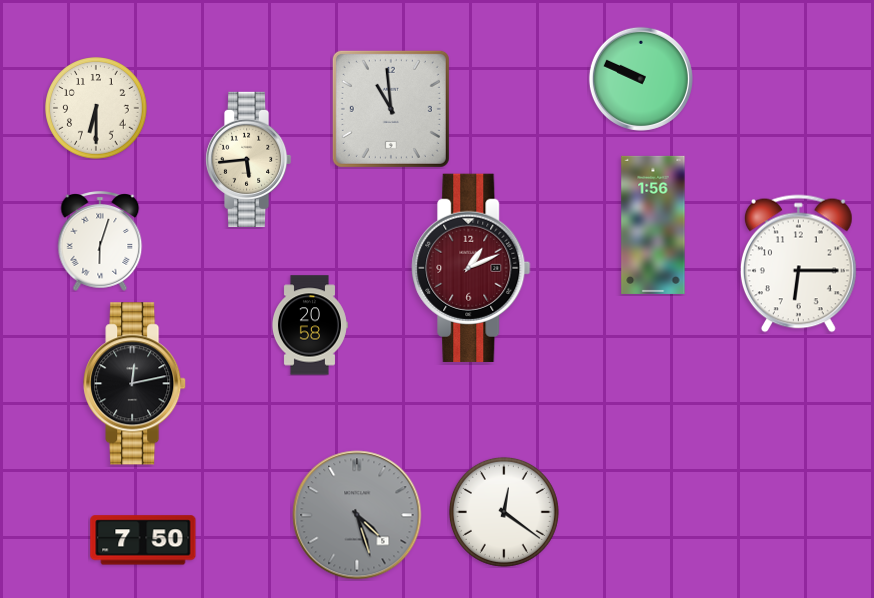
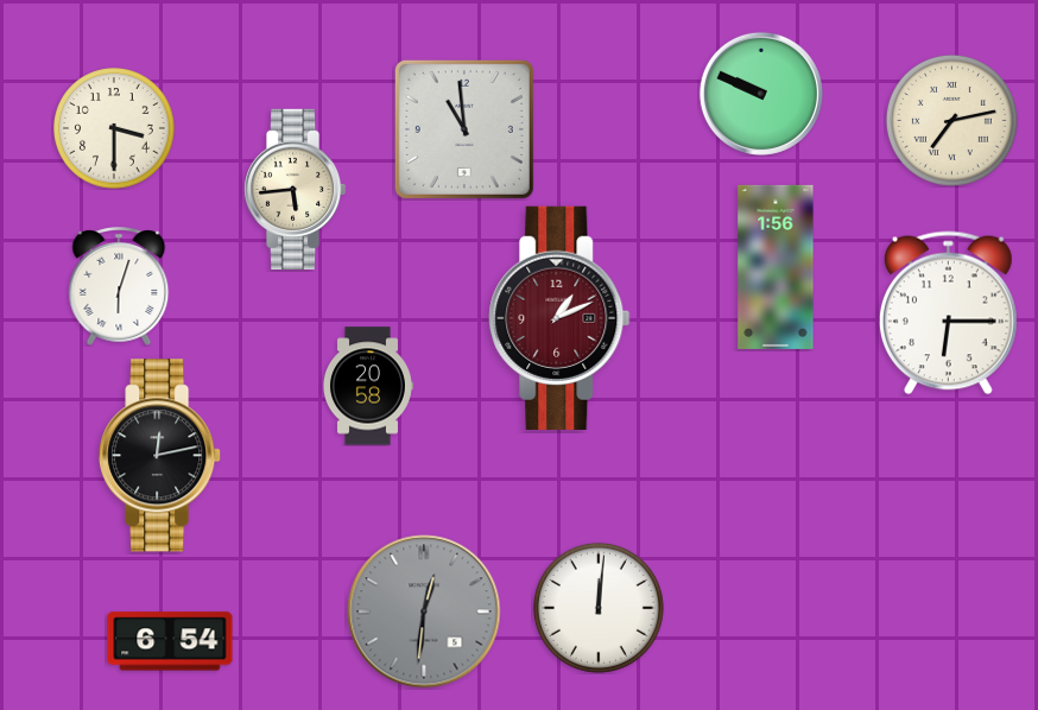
clock at (951, 120): none -> 7:13
clock at (96, 108): 6:30 -> 3:30
clock at (504, 512): 12:21 -> 12:01
clock at (357, 515): 4:27 -> 12:31
clock at (143, 540): 7:50 -> 6:54
